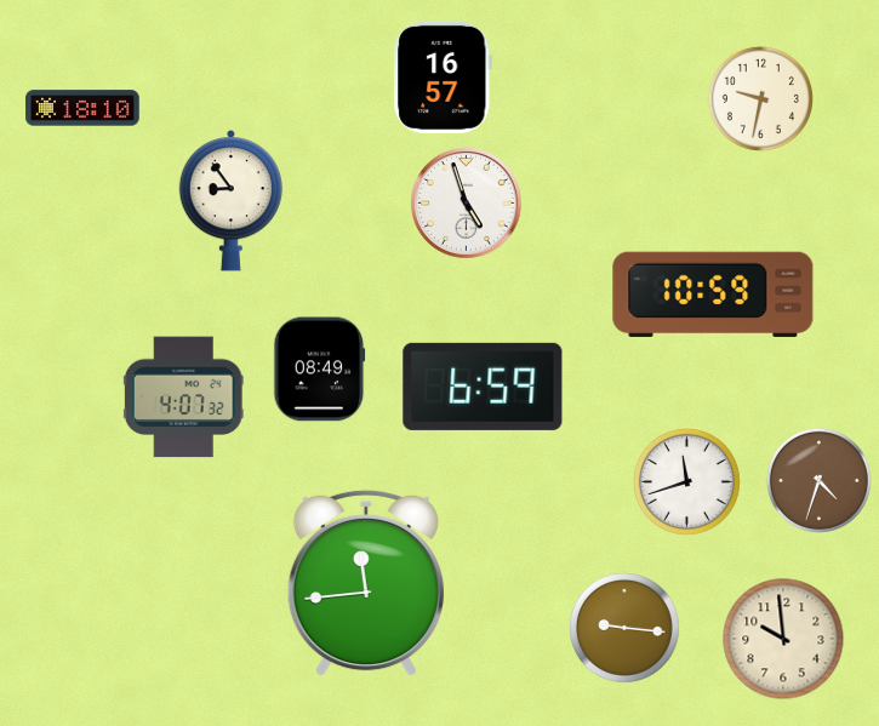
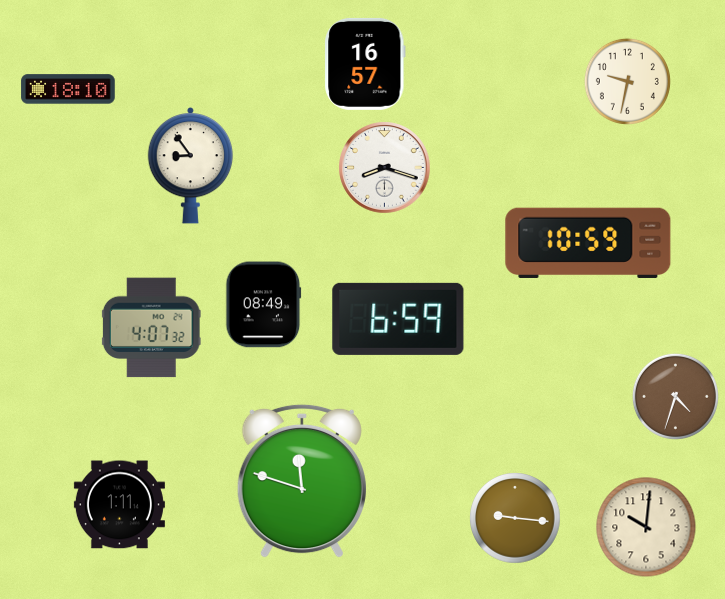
clock at (467, 204): 4:57 -> 8:18
clock at (686, 481): 11:42 -> none
clock at (366, 583): 11:44 -> 11:48
clock at (119, 505): none -> 1:11
clock at (783, 639): 9:59 -> 10:01
